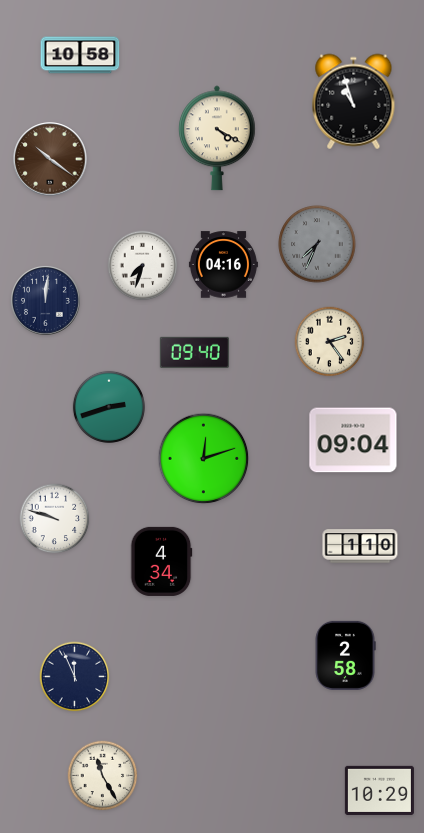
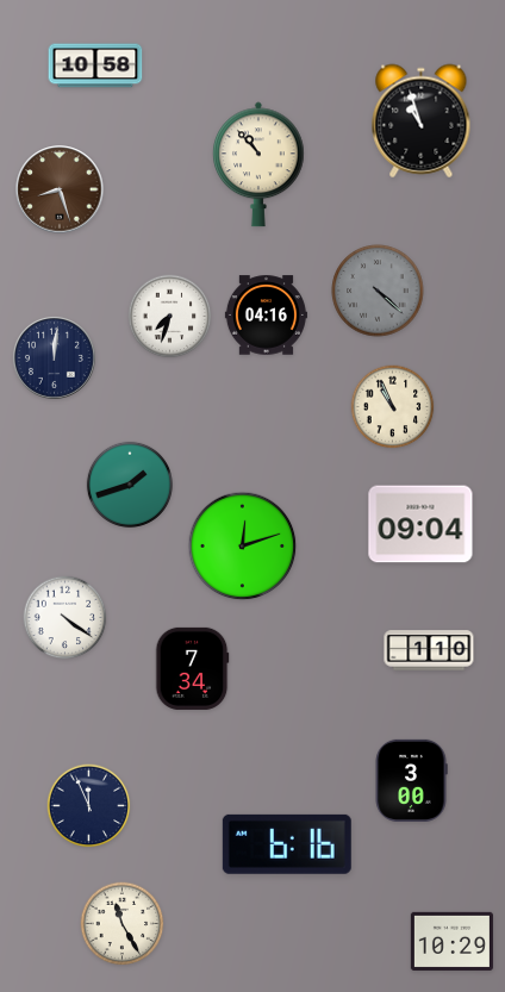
clock at (218, 138): 4:20 -> 10:53
clock at (50, 159): 10:21 -> 8:27
clock at (317, 244): 7:34 -> 4:22
clock at (330, 342): 2:24 -> 10:56
clock at (194, 352): 09:40 -> none
clock at (109, 407): 2:42 -> 1:42
clock at (55, 519): 9:48 -> 4:21
clock at (161, 561): 4:34 -> 7:34
clock at (345, 655): 2:58 -> 3:00
clock at (287, 844): none -> 6:16
